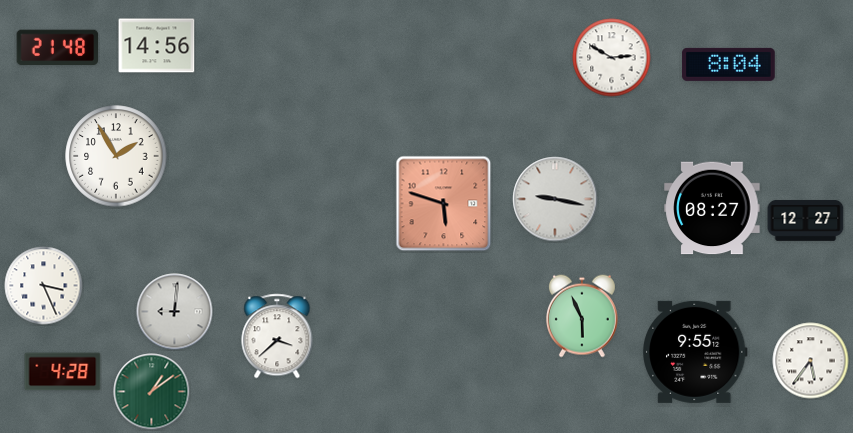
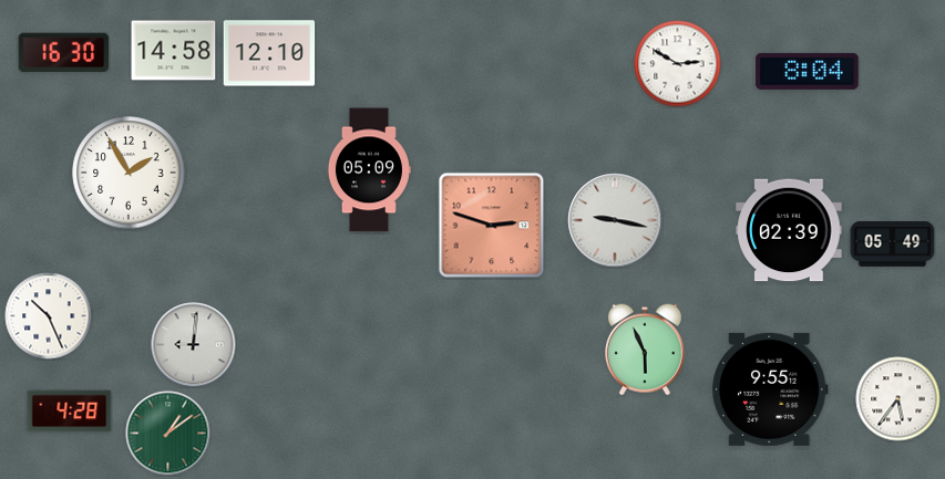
clock at (157, 46): 14:56 -> 14:58
clock at (58, 48): 21:48 -> 16:30
clock at (269, 53): none -> 12:10
clock at (369, 170): none -> 05:09
clock at (444, 204): 5:48 -> 2:48
clock at (712, 208): 08:27 -> 02:39
clock at (806, 221): 12:27 -> 05:49
clock at (44, 286): 3:26 -> 10:26
clock at (277, 336): 3:38 -> none
